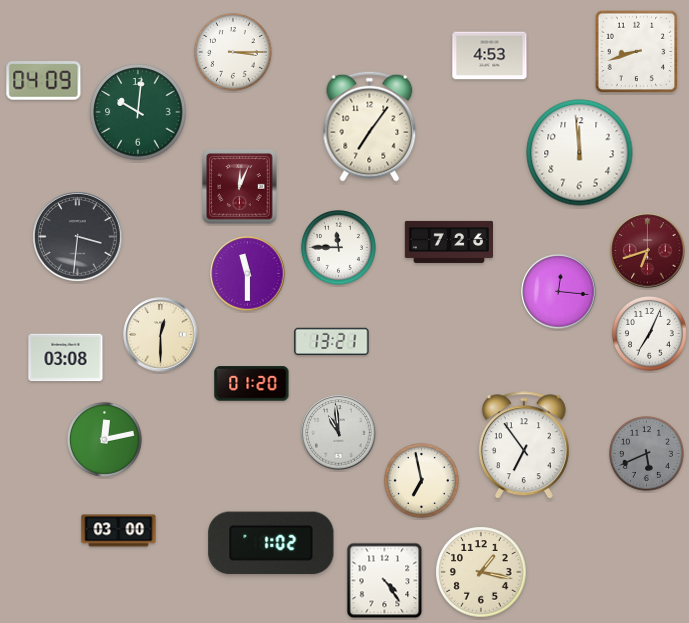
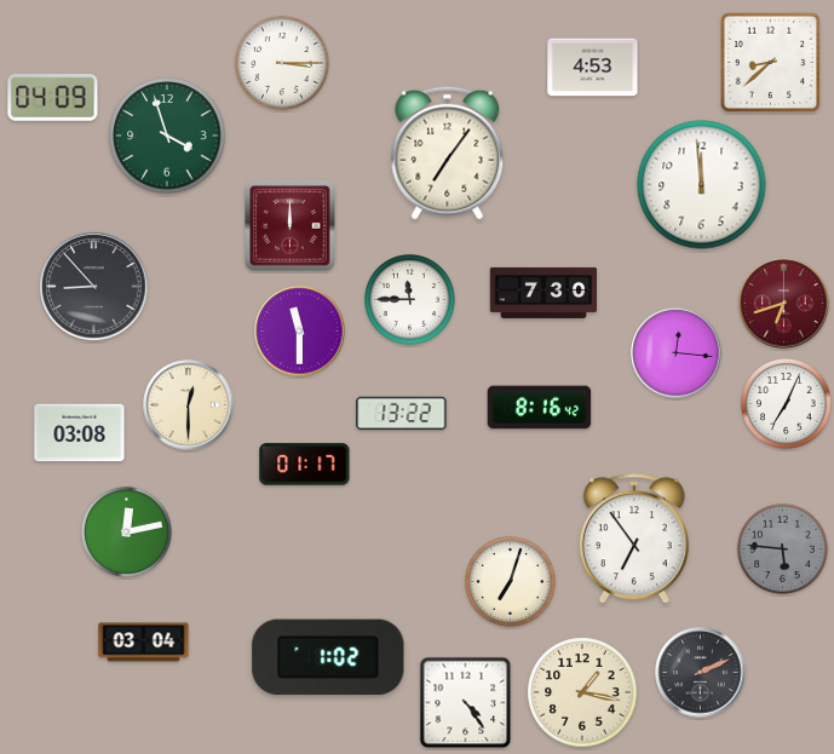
clock at (637, 52): 8:42 -> 8:38
clock at (138, 112): 10:01 -> 3:57
clock at (240, 187): 12:04 -> 12:00
clock at (78, 237): 3:31 -> 8:53
clock at (448, 242): 7:26 -> 7:30
clock at (161, 335) position: (161, 335) -> (189, 405)
clock at (540, 408): none -> 8:16
clock at (332, 342): 13:21 -> 13:22
clock at (252, 384): 01:20 -> 01:17
clock at (339, 433): 10:59 -> none
clock at (646, 453): 5:41 -> 5:46
clock at (421, 480): 6:58 -> 7:03
clock at (119, 531): 03:00 -> 03:04
clock at (701, 673): none -> 2:11
